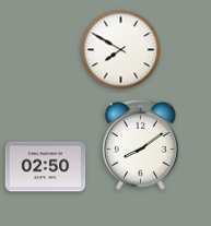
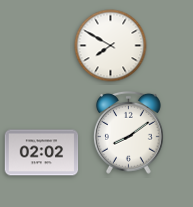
clock at (46, 167): 02:50 -> 02:02
